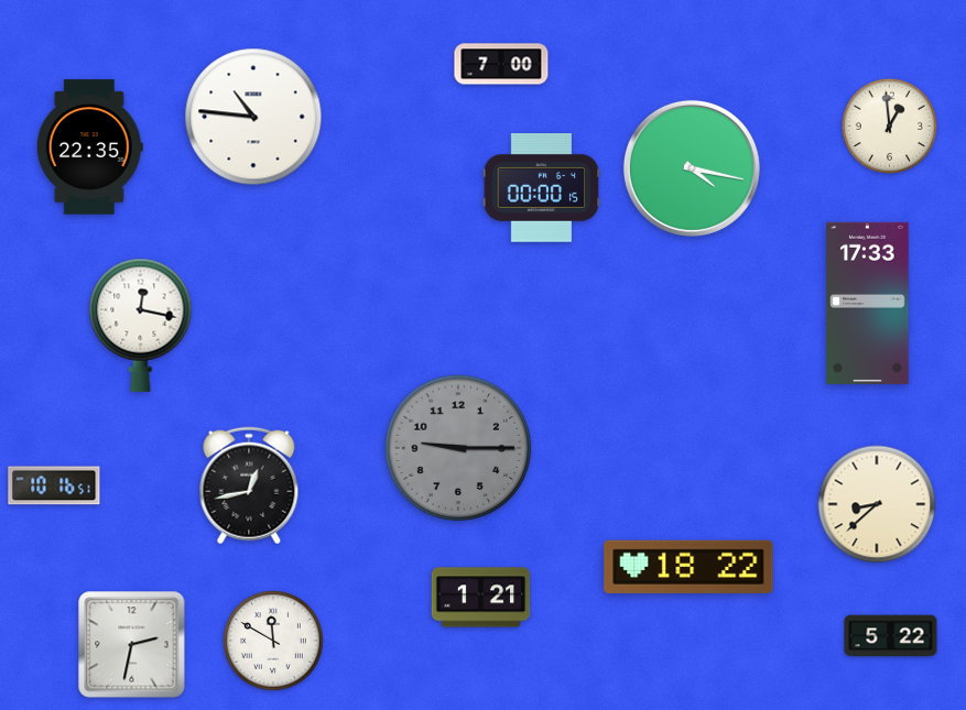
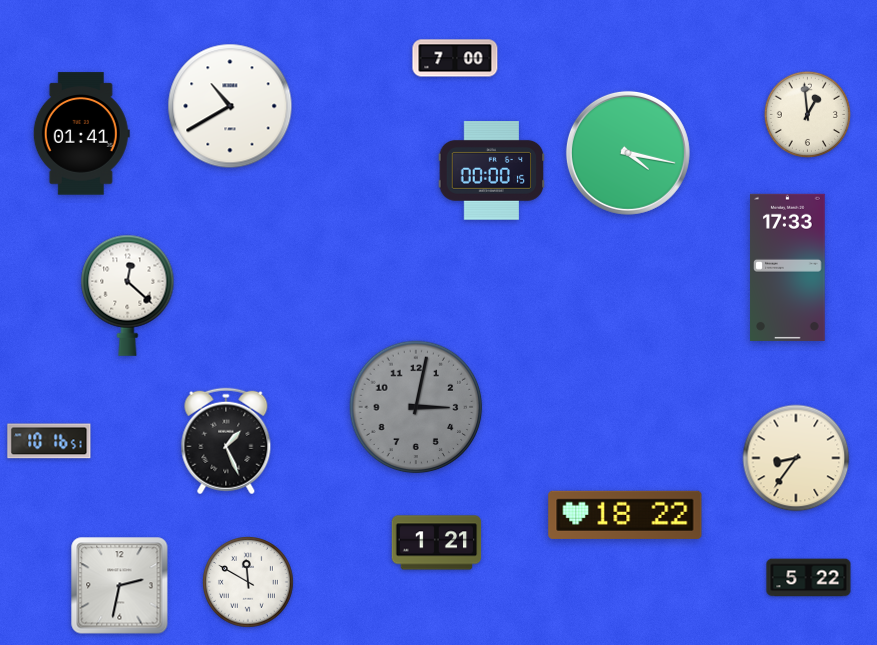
clock at (253, 117): 10:46 -> 10:40
clock at (89, 148): 22:35 -> 01:41
clock at (868, 303) position: (868, 303) -> (788, 267)
clock at (141, 325): 12:17 -> 12:22
clock at (458, 448): 9:15 -> 3:02
clock at (249, 485): 12:43 -> 1:26
clock at (877, 504): 8:38 -> 8:36
